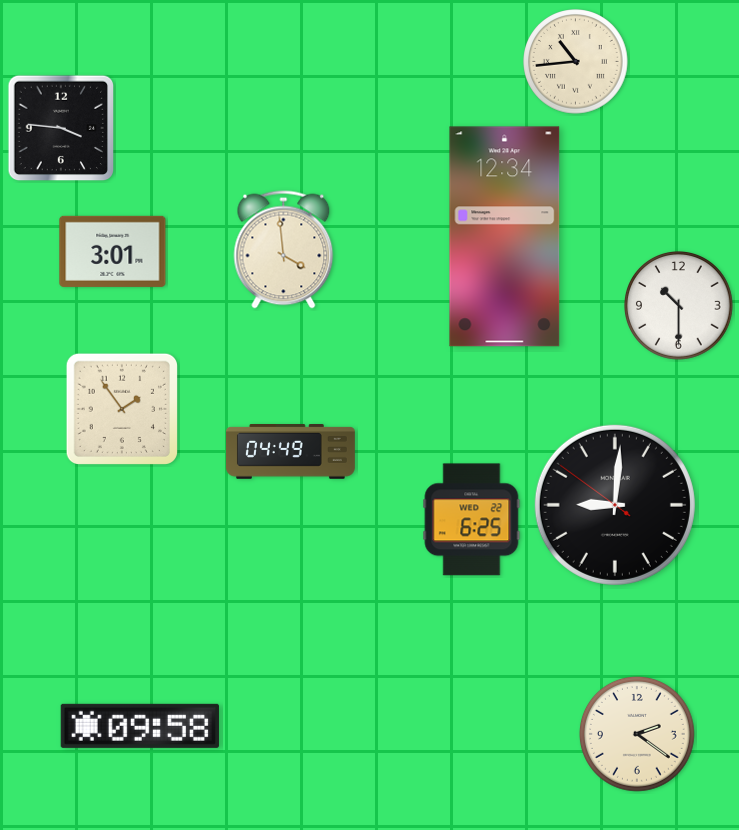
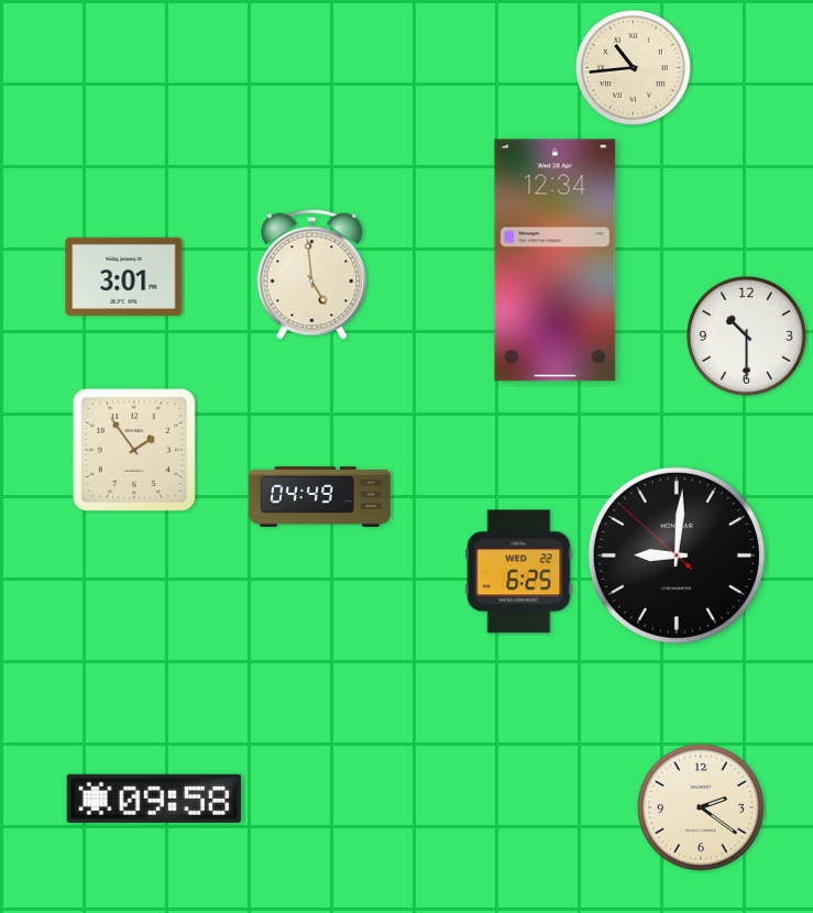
clock at (61, 128): 3:46 -> none
clock at (284, 250): 3:59 -> 4:59
clock at (615, 505): 9:00:51 -> 9:00:52
